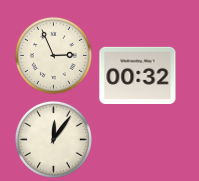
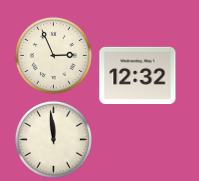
clock at (138, 75): 00:32 -> 12:32
clock at (53, 139): 12:06 -> 11:59
